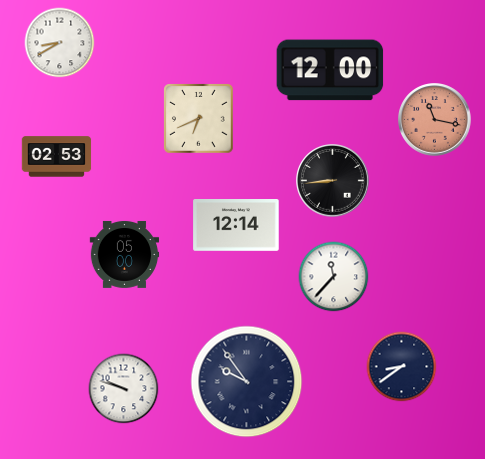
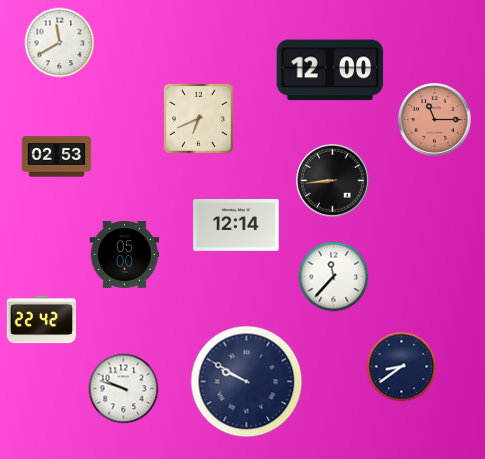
clock at (60, 43): 8:40 -> 11:40
clock at (435, 120): 11:17 -> 11:15
clock at (42, 320): none -> 22:42
clock at (247, 382): 9:54 -> 9:50
